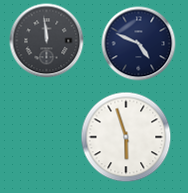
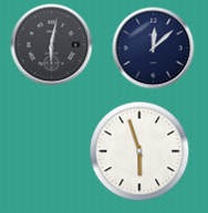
clock at (47, 41): 11:59 -> 6:02
clock at (139, 44): 4:49 -> 12:08
